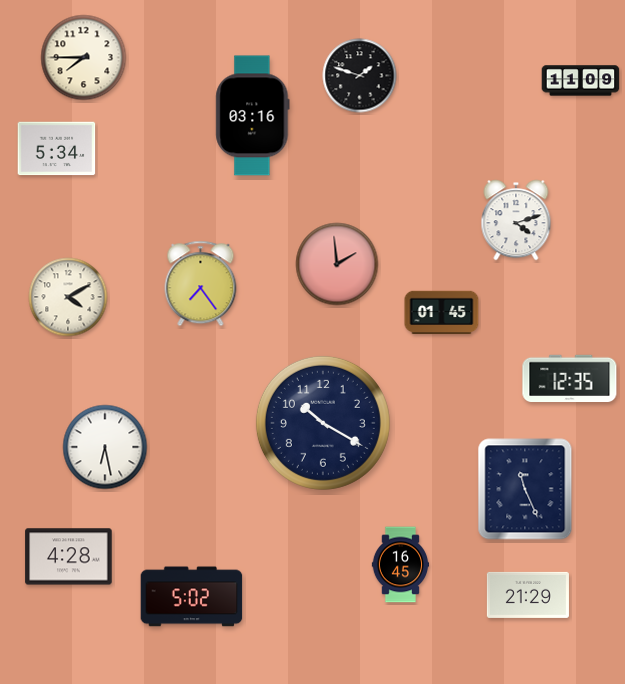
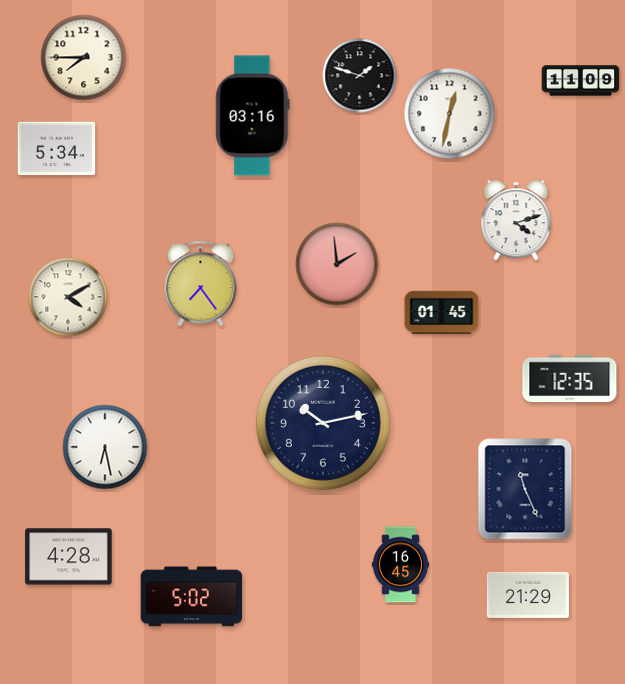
clock at (450, 114): none -> 12:32
clock at (323, 423): 10:20 -> 10:13
